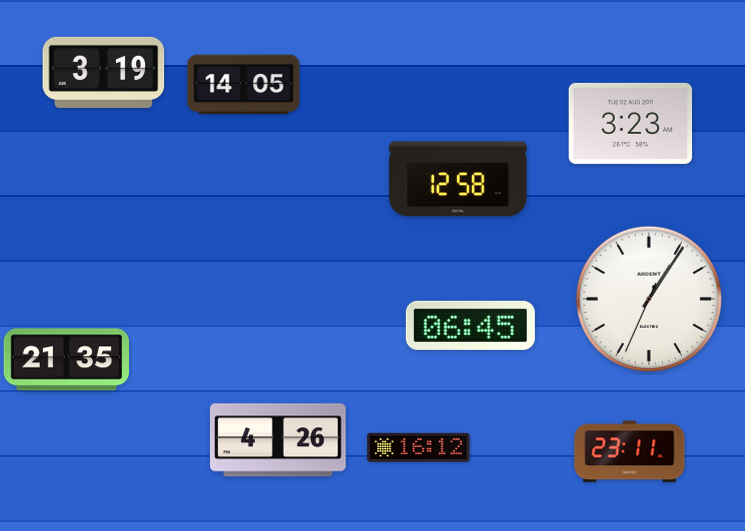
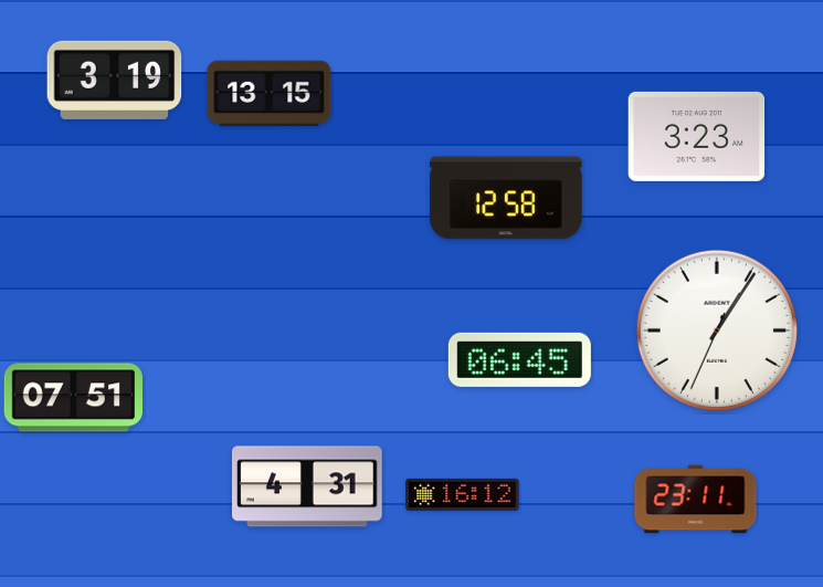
clock at (244, 85): 14:05 -> 13:15
clock at (66, 360): 21:35 -> 07:51
clock at (278, 440): 4:26 -> 4:31
